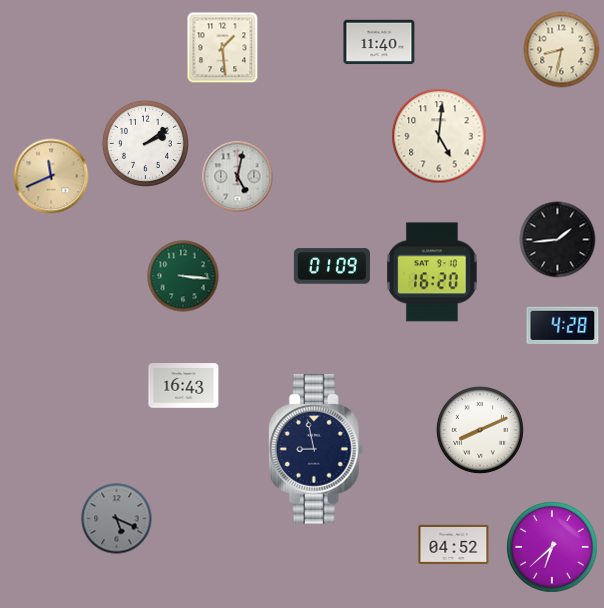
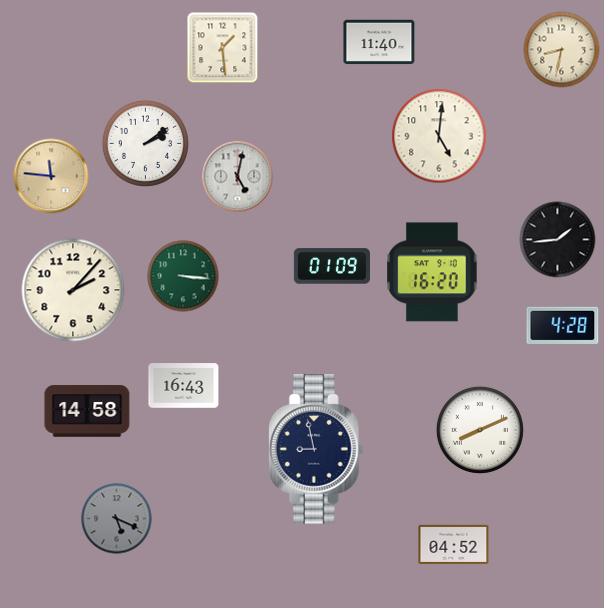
clock at (51, 176): 11:41 -> 11:46
clock at (73, 290): none -> 2:07
clock at (87, 411): none -> 14:58
clock at (552, 547): 6:38 -> none
